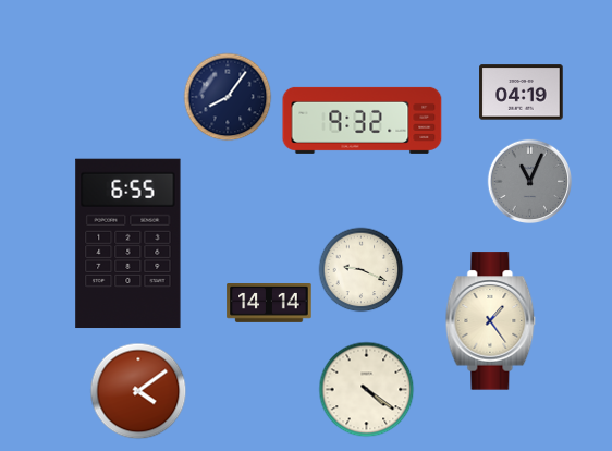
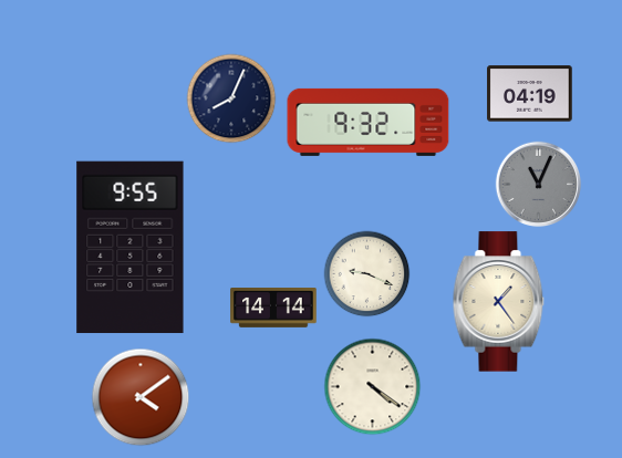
clock at (228, 97): 8:06 -> 8:04
clock at (128, 244): 6:55 -> 9:55
clock at (491, 321) position: (491, 321) -> (499, 302)
clock at (366, 389) position: (366, 389) -> (372, 386)
